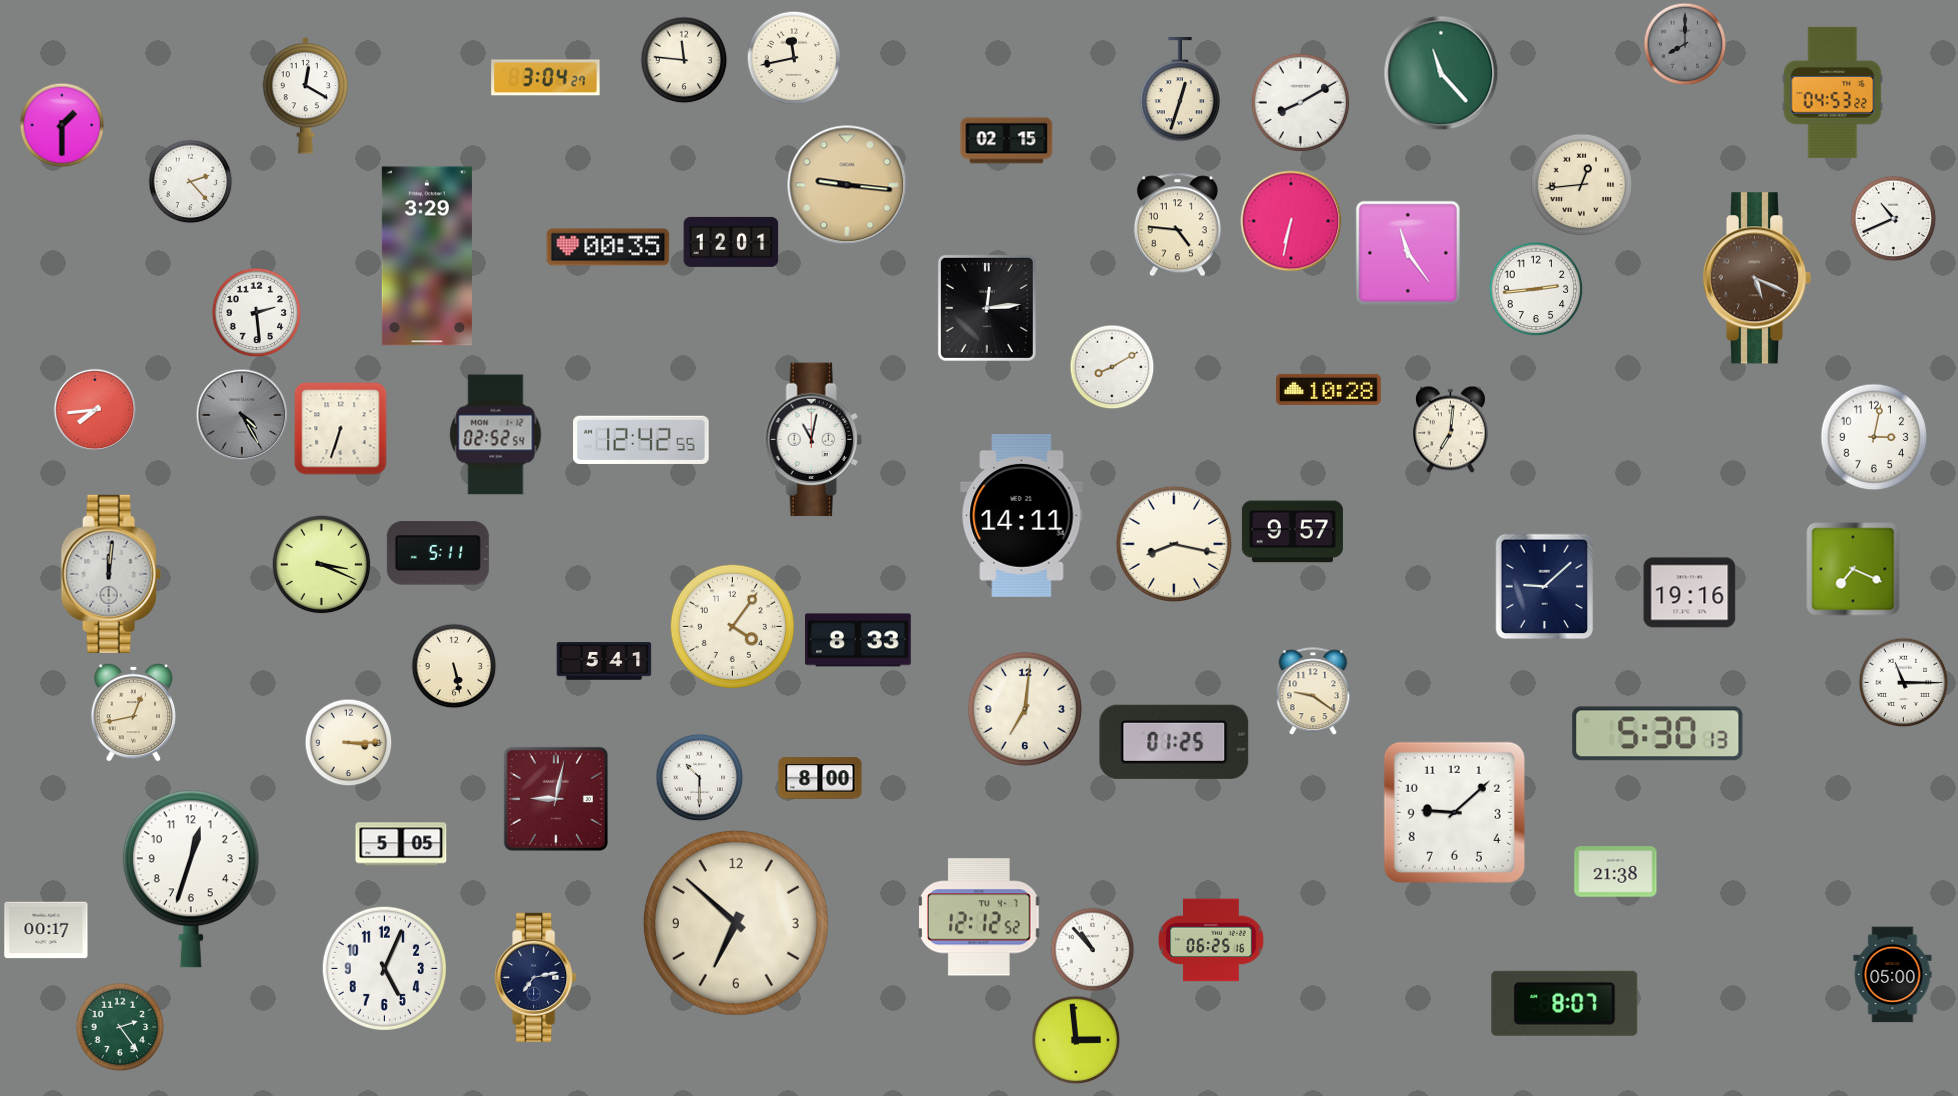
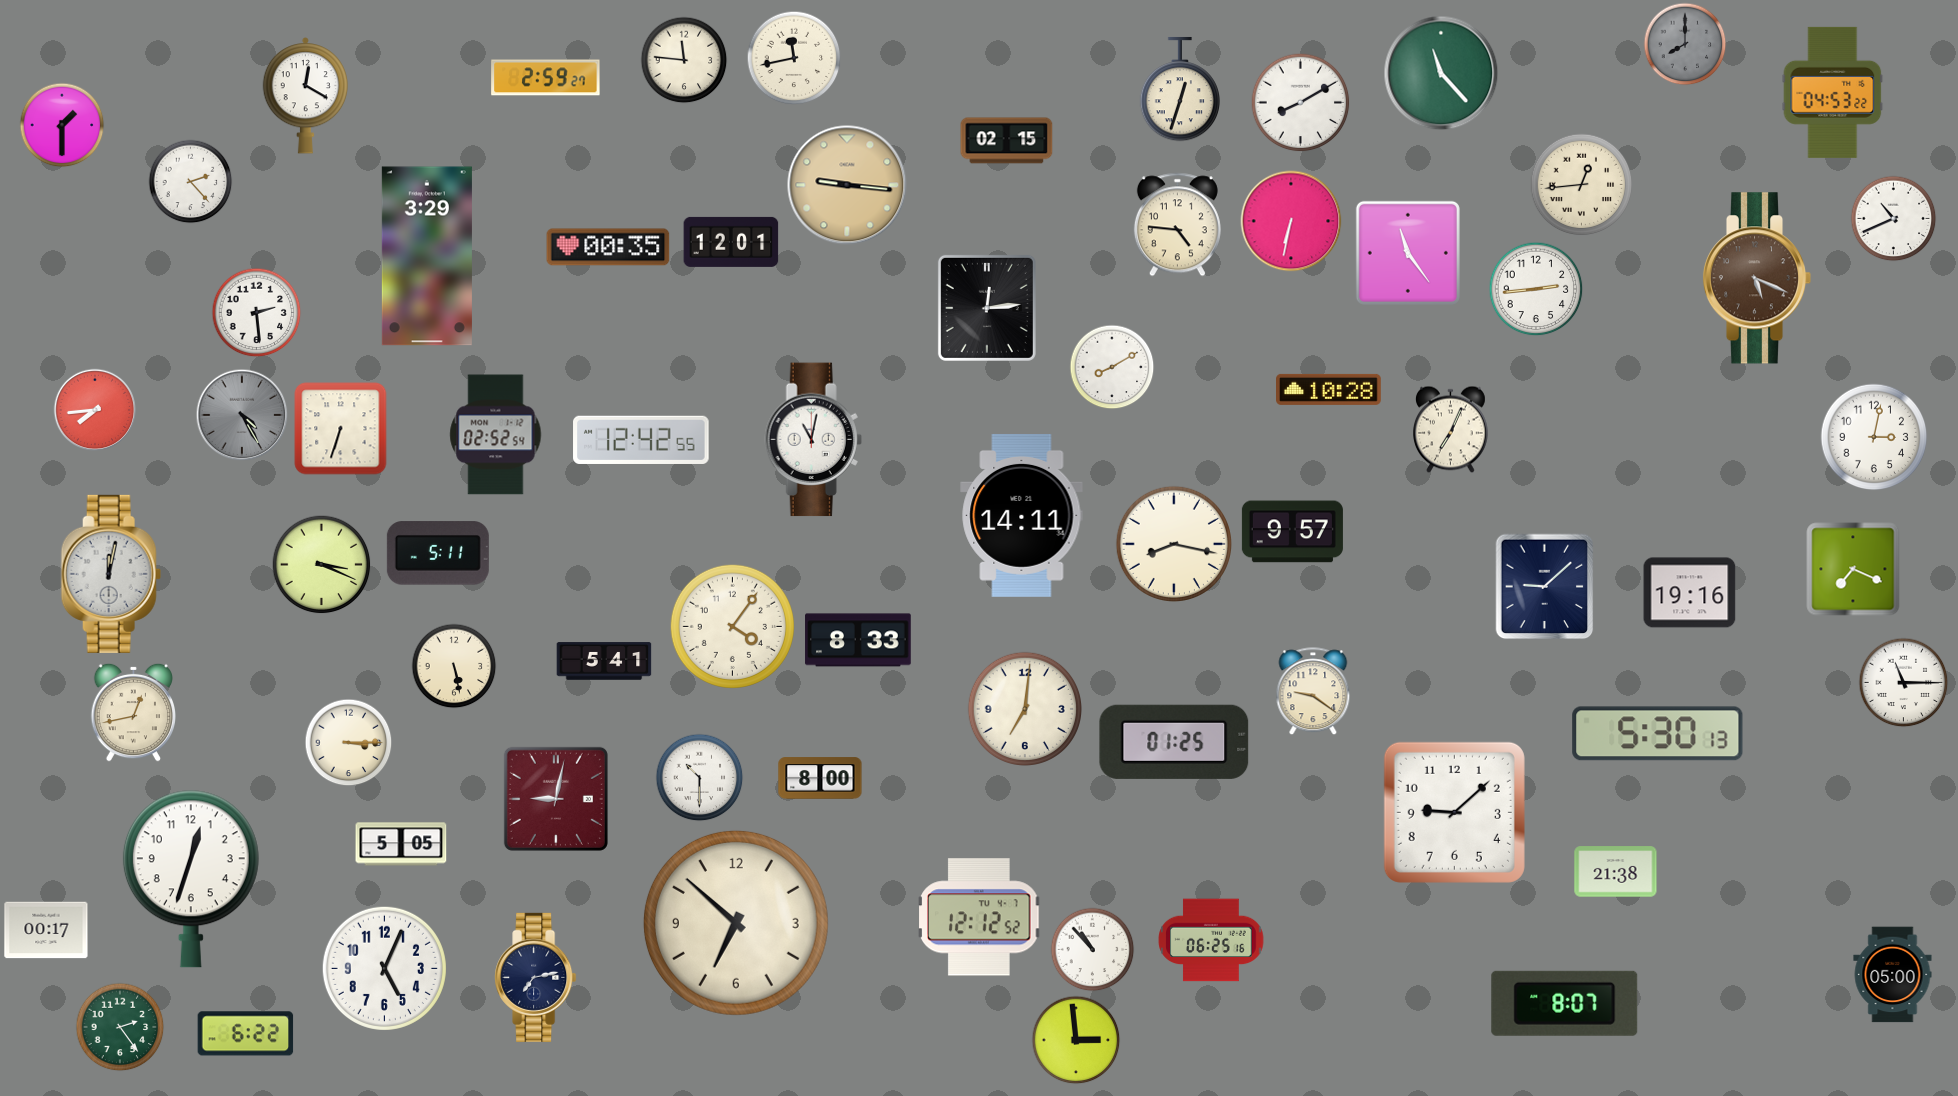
clock at (546, 78): 3:04 -> 2:59
clock at (1451, 430): 7:01 -> 7:04
clock at (111, 574): 12:01 -> 12:02
clock at (246, 1034): none -> 6:22
